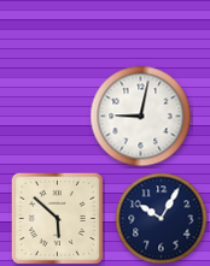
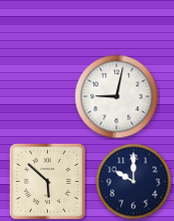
clock at (162, 219): 10:05 -> 10:00
